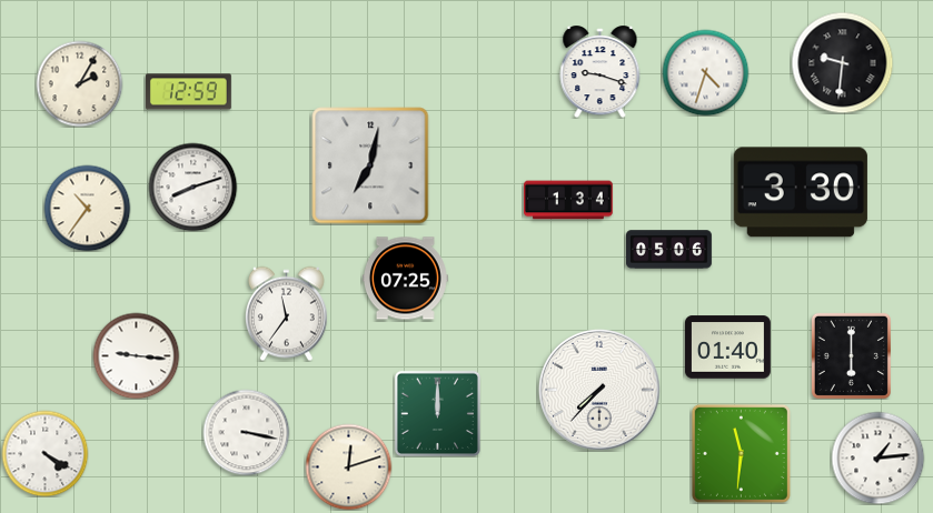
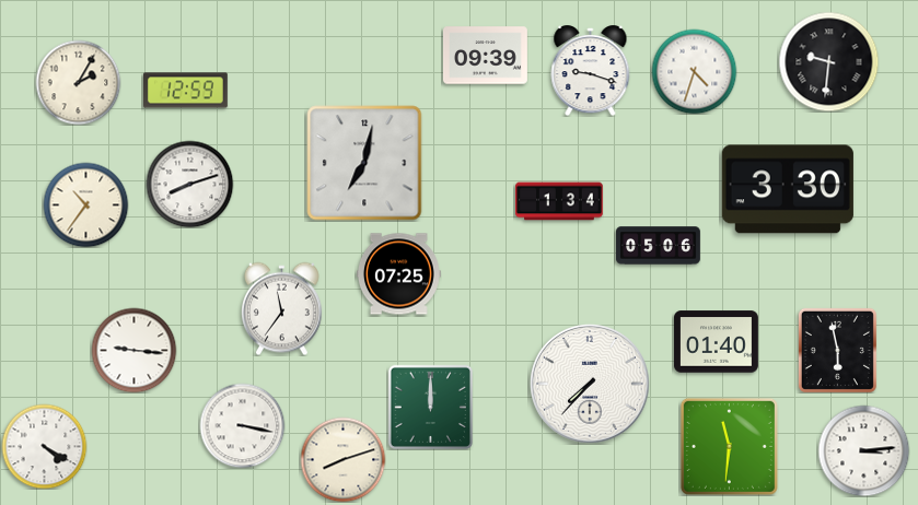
clock at (485, 56): none -> 09:39
clock at (568, 200) position: (568, 200) -> (559, 201)
clock at (851, 355): 6:00 -> 5:58
clock at (877, 457): 1:14 -> 3:14
clock at (348, 466): 12:12 -> 8:12
